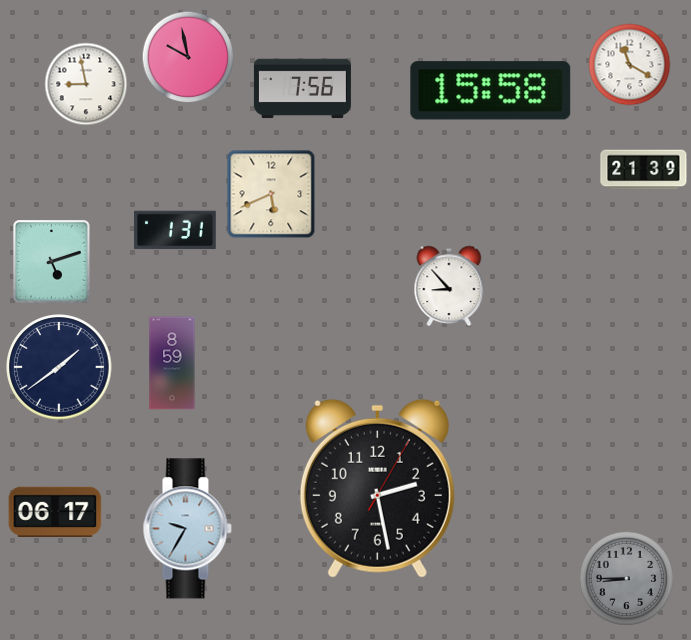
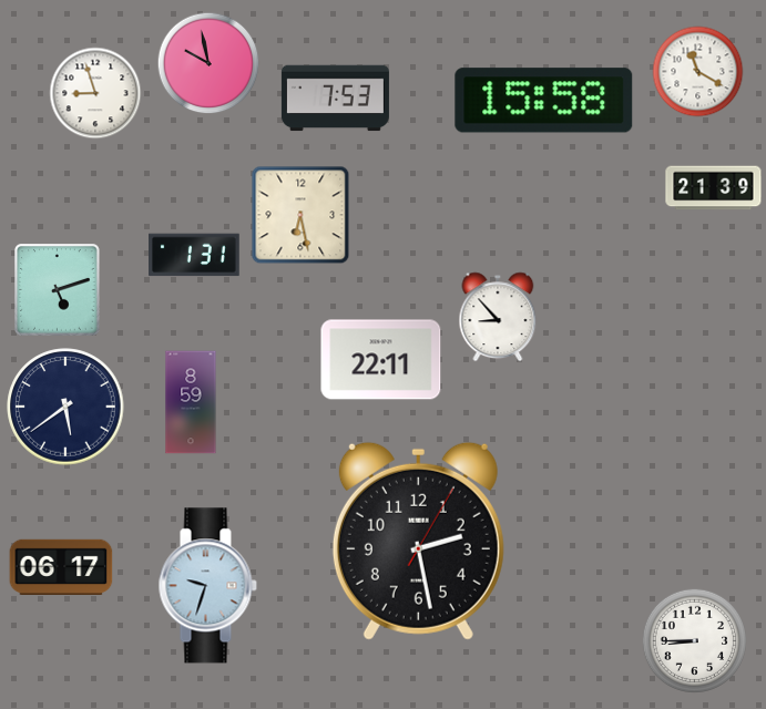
clock at (86, 84): 8:58 -> 8:57
clock at (302, 89): 7:56 -> 7:53
clock at (271, 194): 5:41 -> 6:28
clock at (381, 360): none -> 22:11
clock at (59, 367): 1:39 -> 5:39
clock at (187, 529): 9:35 -> 9:33
clock at (626, 578) dial: grey -> white
